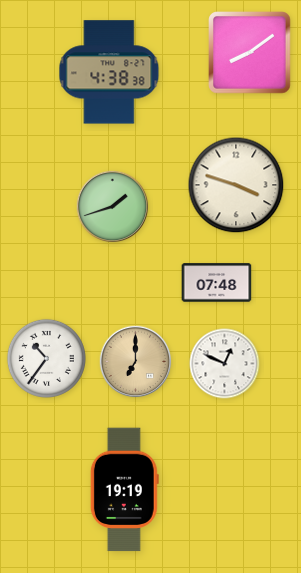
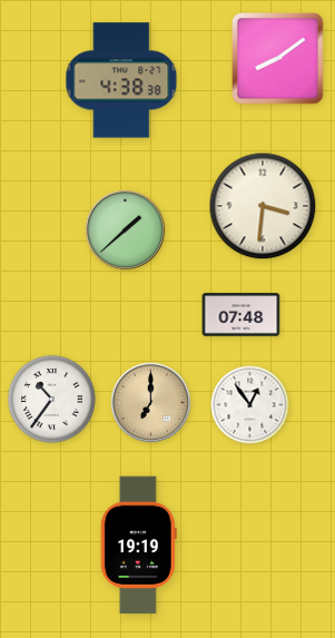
clock at (236, 185): 3:48 -> 3:31
clock at (113, 207): 1:42 -> 1:38
clock at (225, 364): 12:49 -> 12:54
